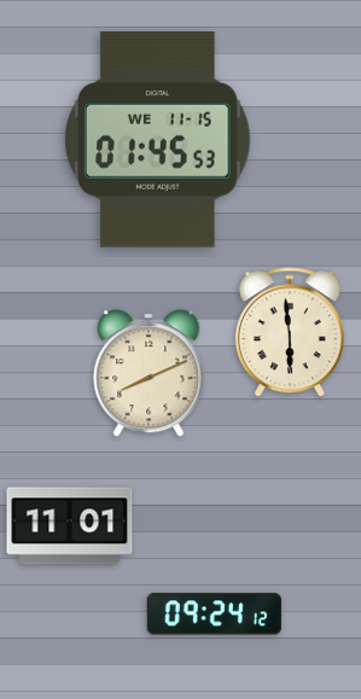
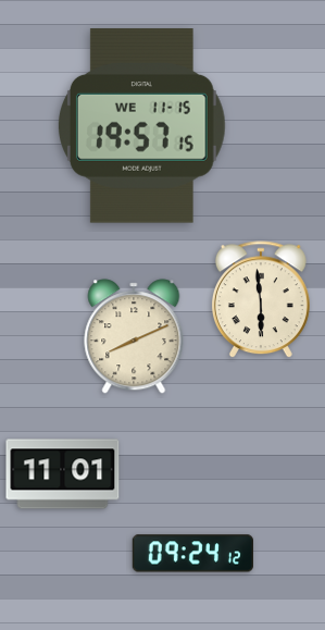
clock at (157, 140): 01:45 -> 19:57
